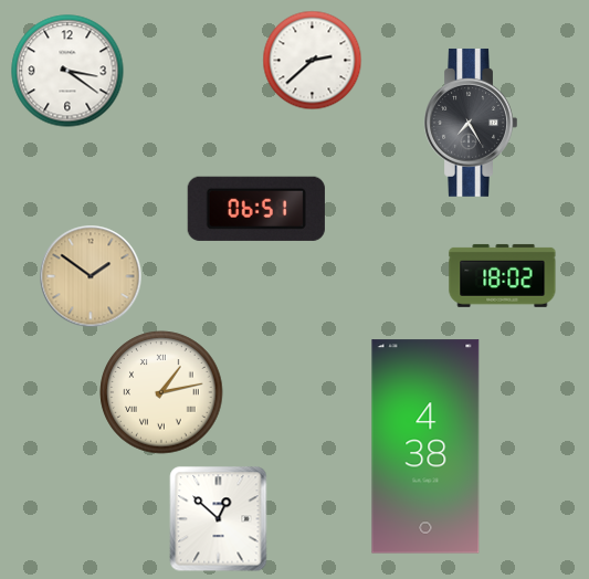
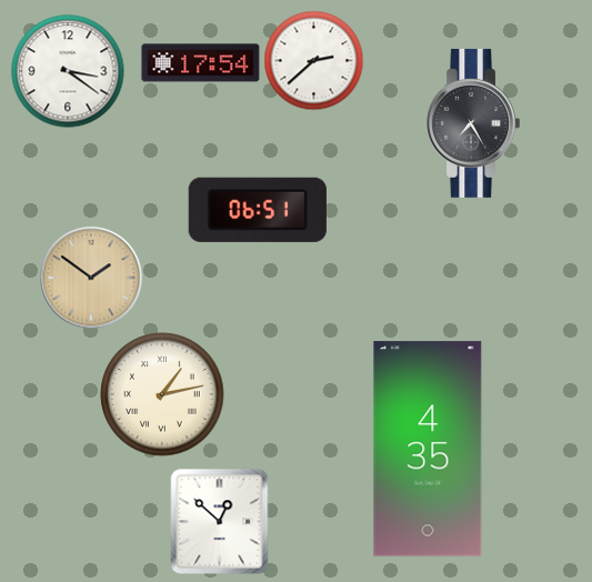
clock at (201, 63): none -> 17:54
clock at (503, 275): 18:02 -> none
clock at (425, 446): 4:38 -> 4:35
